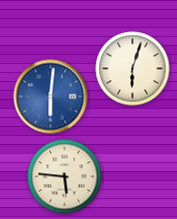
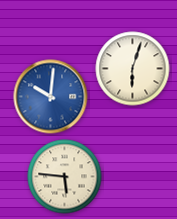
clock at (51, 97): 6:01 -> 10:01
